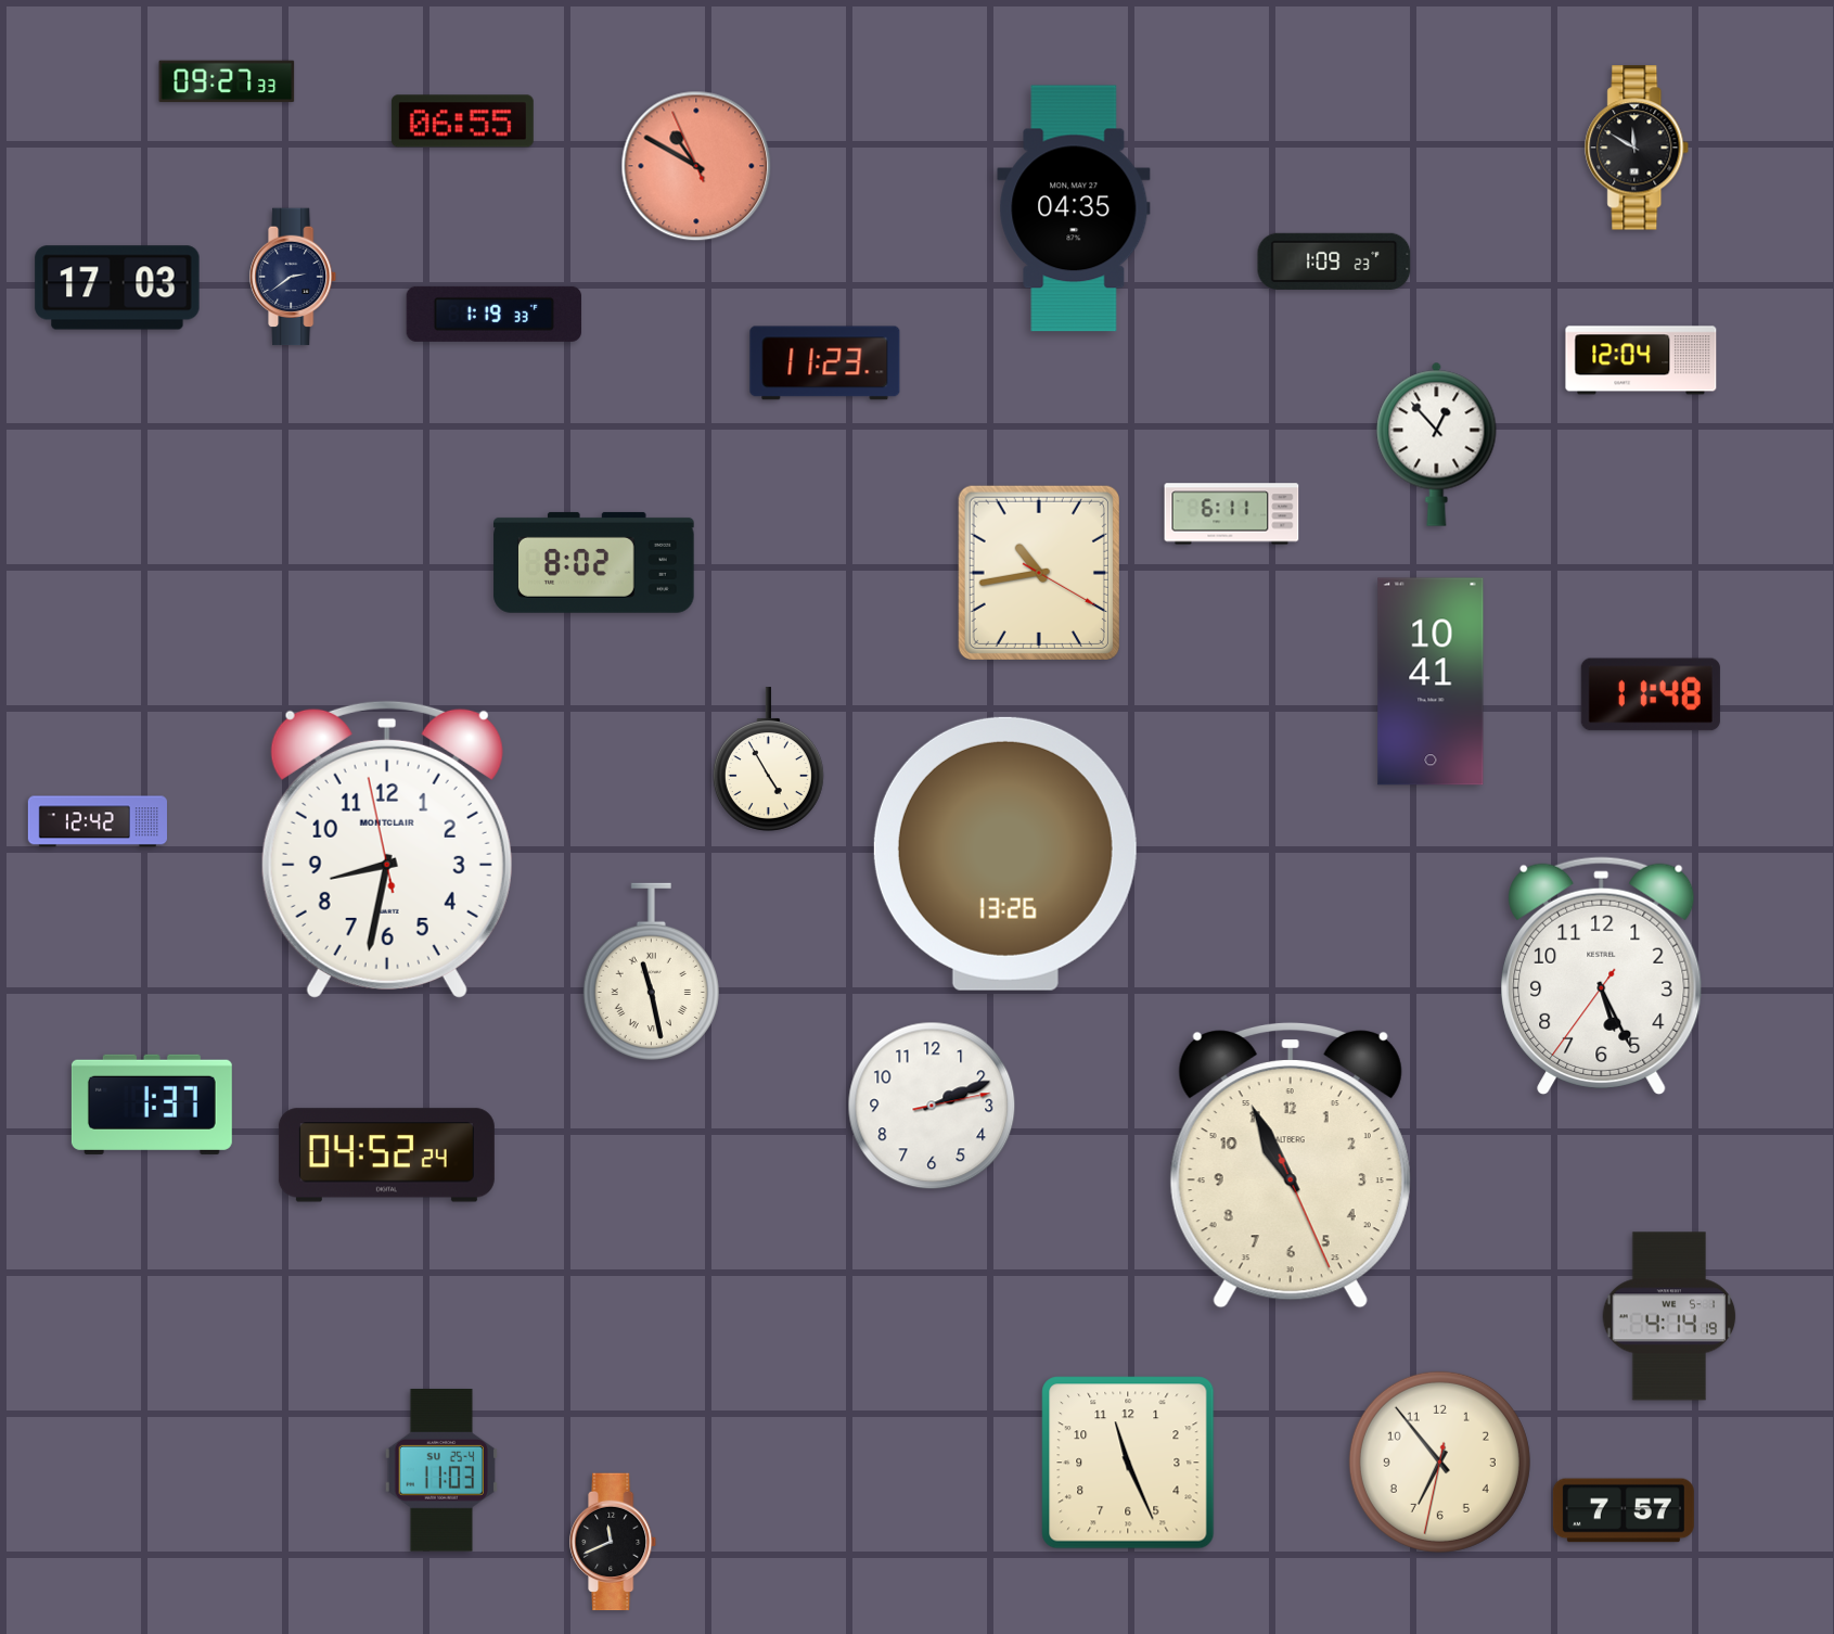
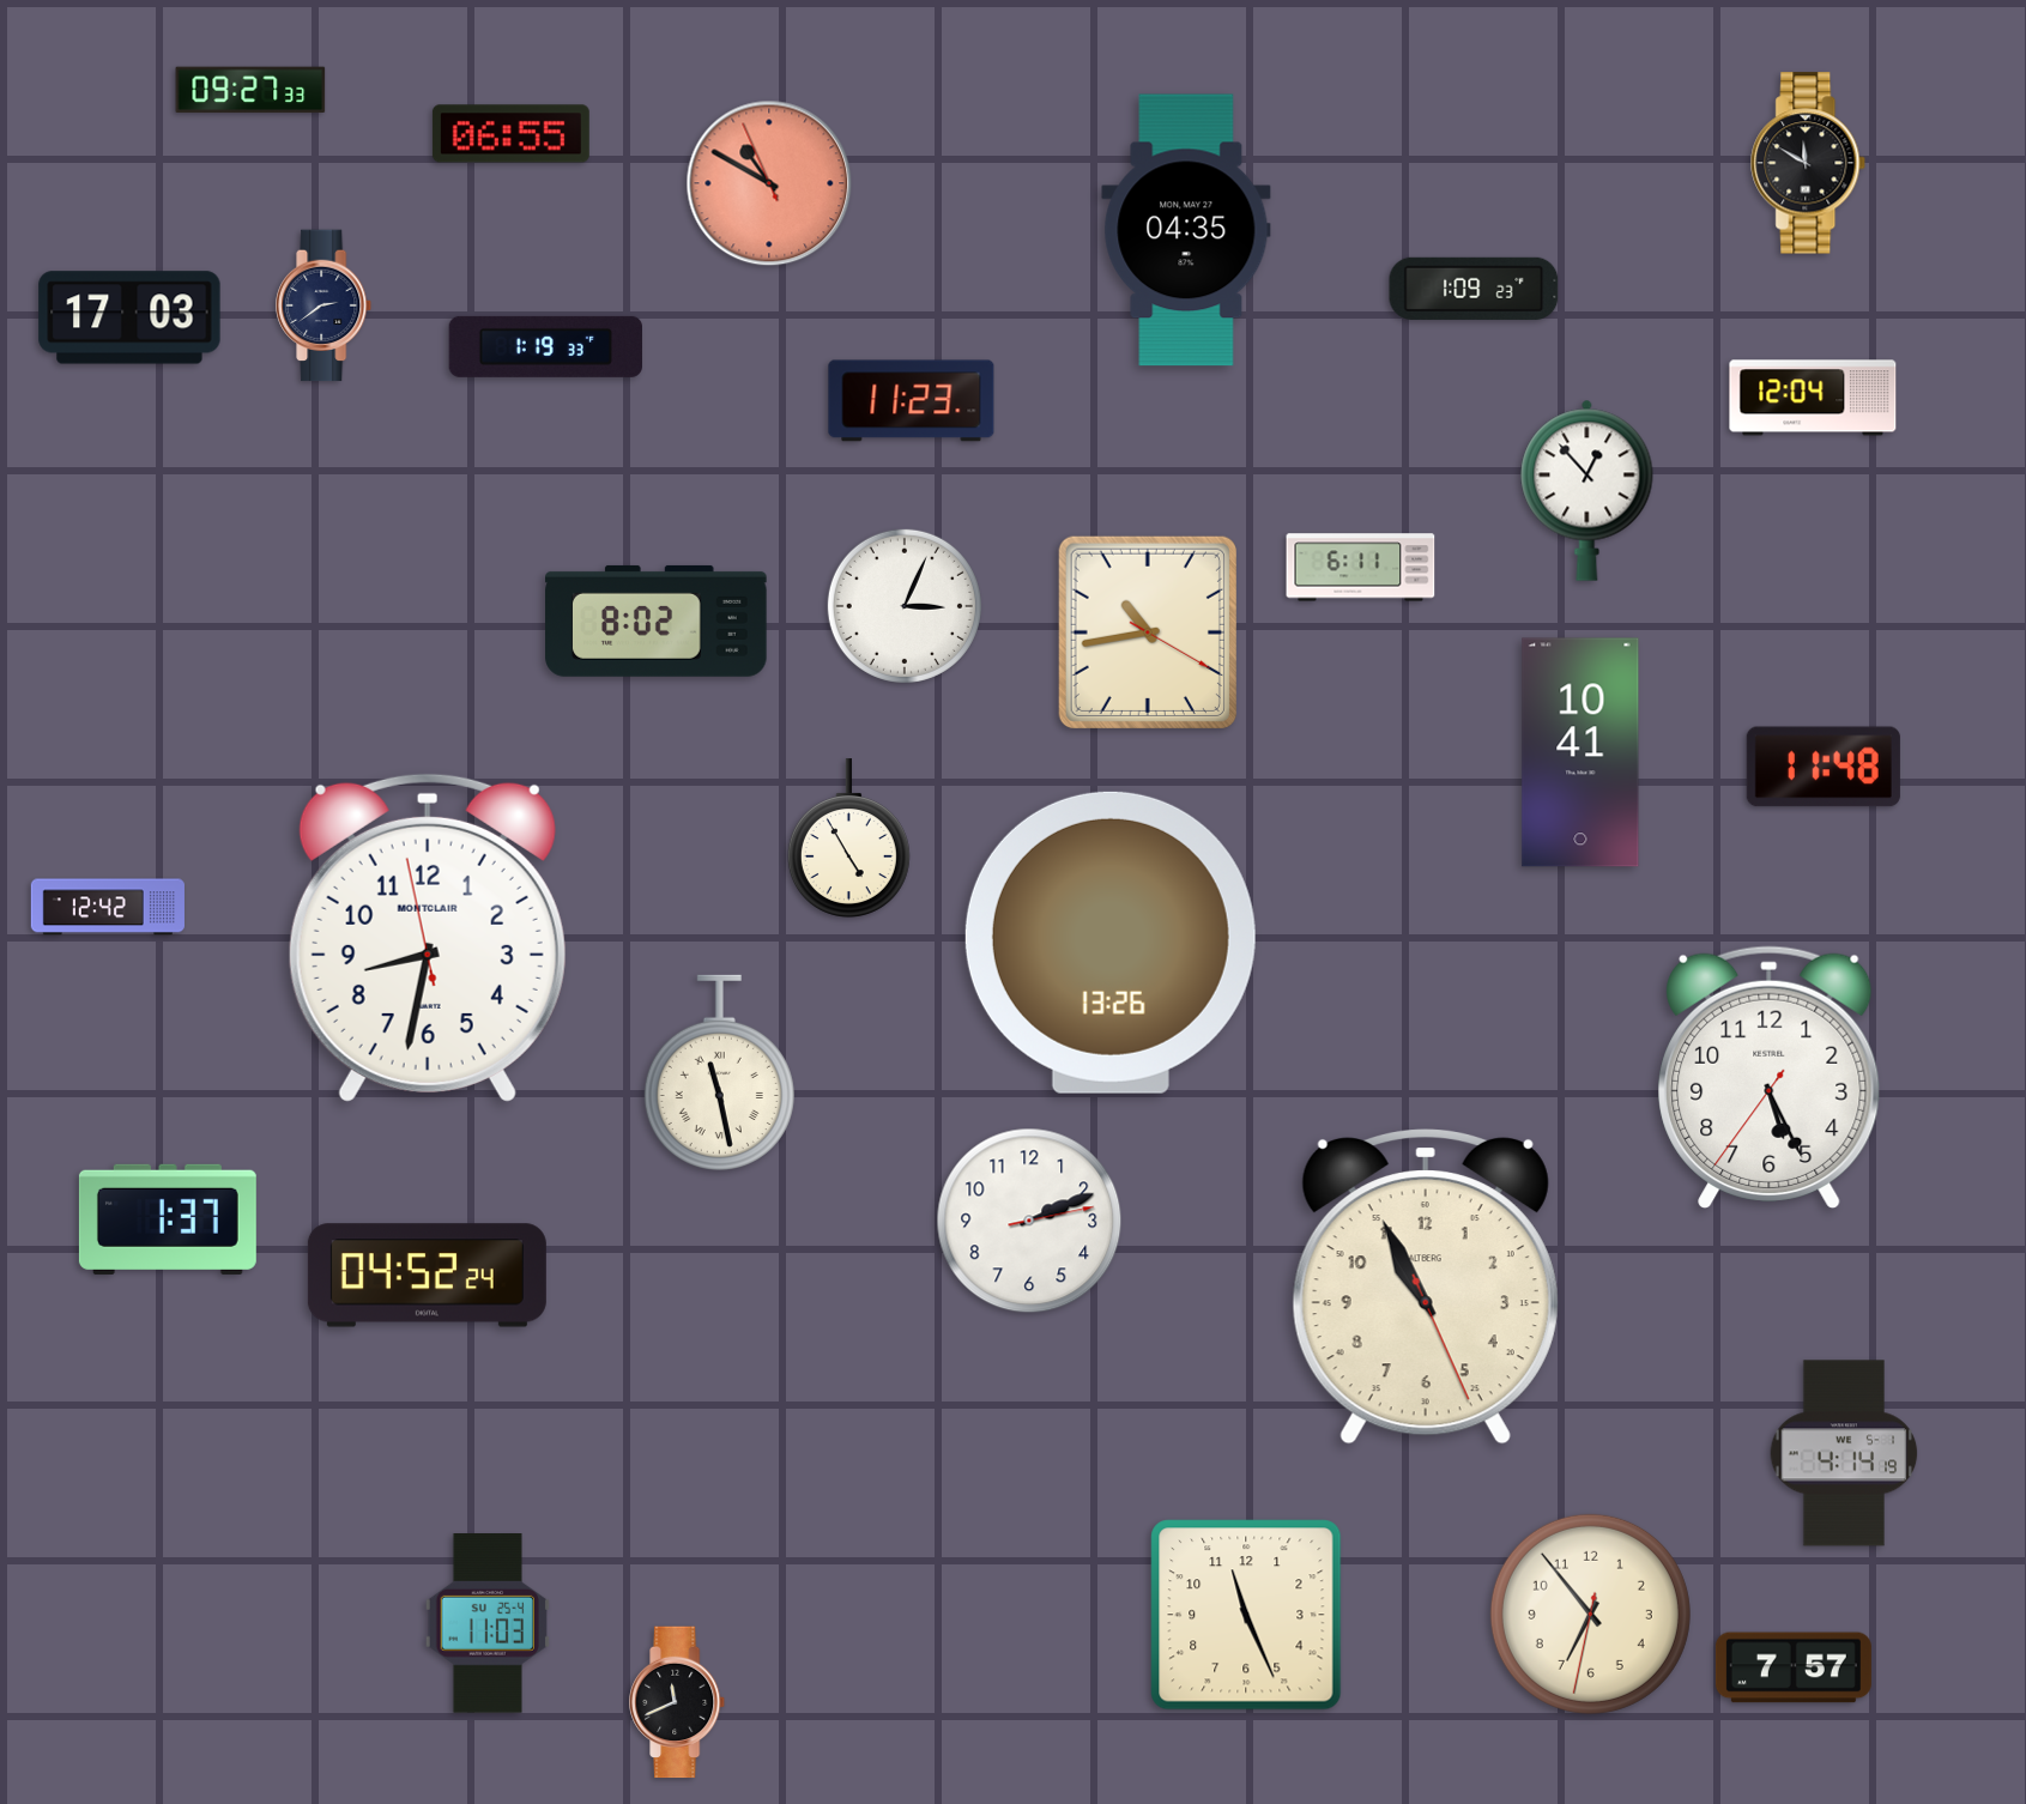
clock at (905, 606): none -> 3:04
